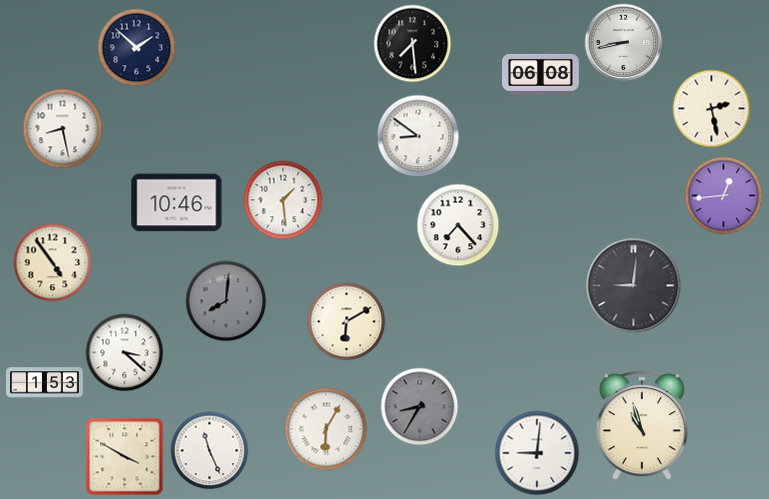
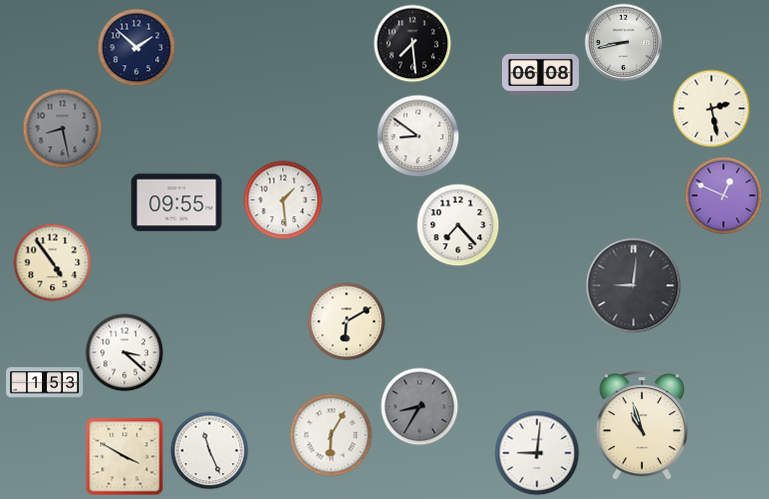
clock at (62, 128) dial: white -> grey
clock at (723, 195): 12:44 -> 12:49
clock at (177, 203): 10:46 -> 09:55
clock at (226, 301): 8:01 -> none
clock at (326, 429) position: (326, 429) -> (331, 435)
